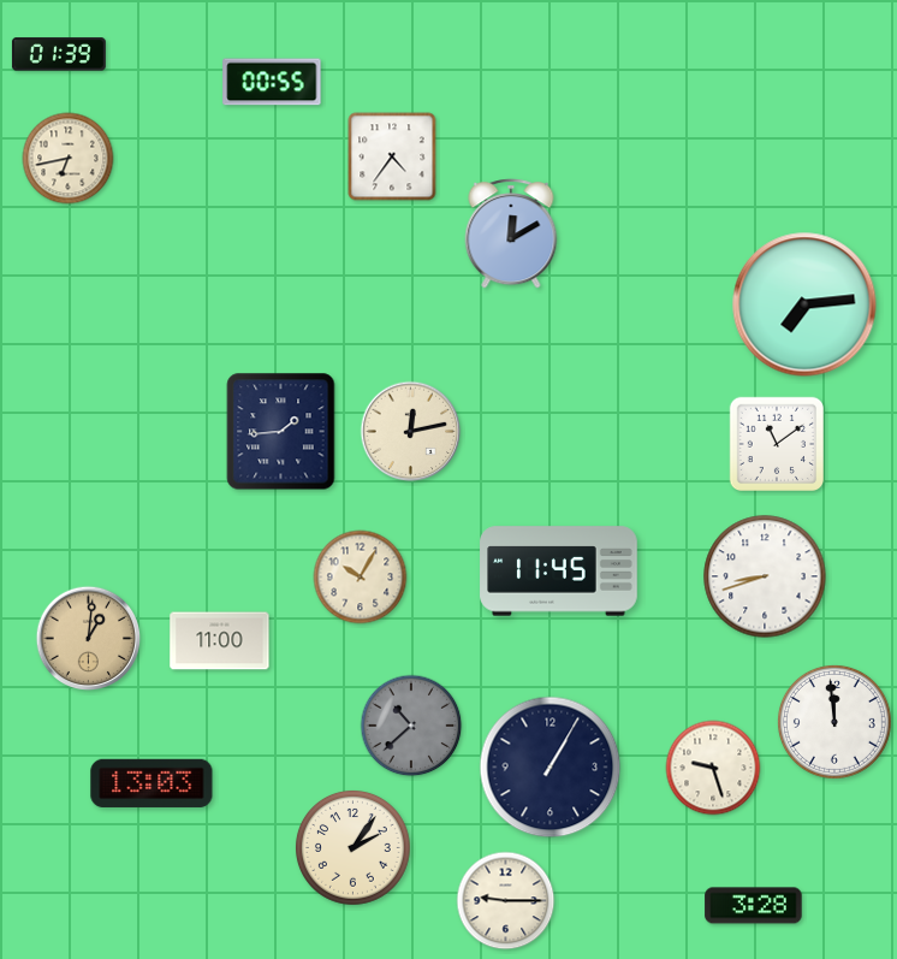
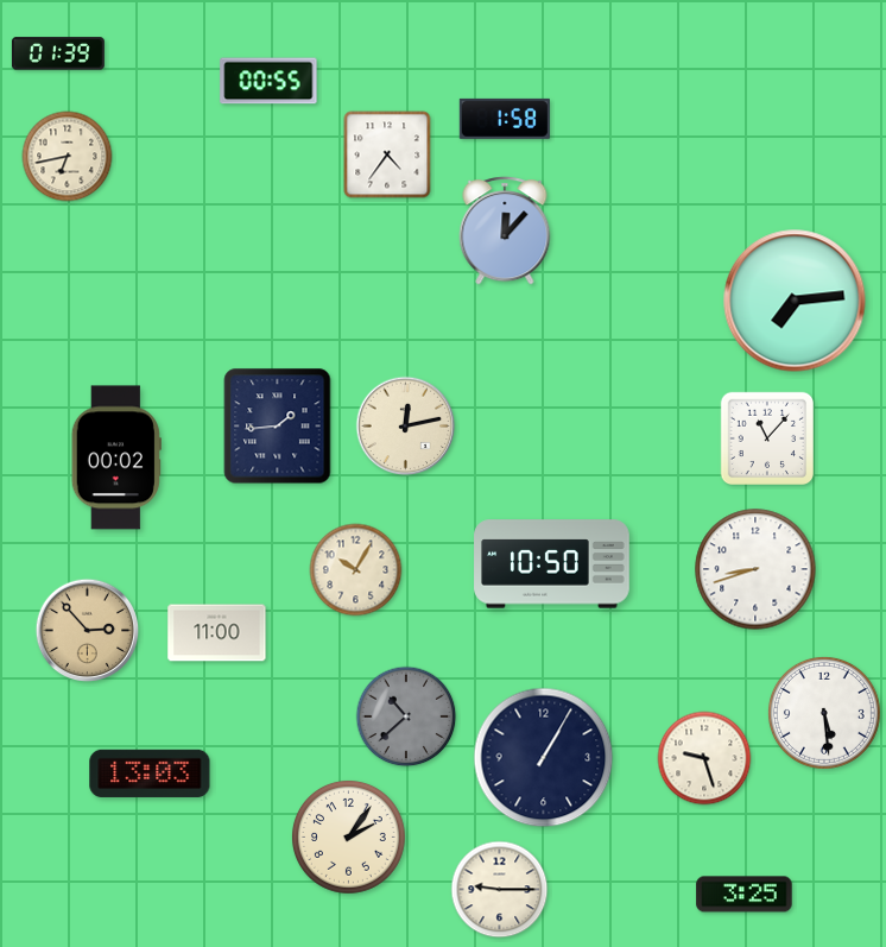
clock at (505, 119): none -> 1:58
clock at (511, 233): 12:10 -> 12:07
clock at (776, 443): 11:09 -> 11:07
clock at (116, 457): none -> 00:02
clock at (559, 572): 11:45 -> 10:50
clock at (89, 639): 1:01 -> 2:53
clock at (834, 722): 11:59 -> 5:29
clock at (754, 906): 3:28 -> 3:25
